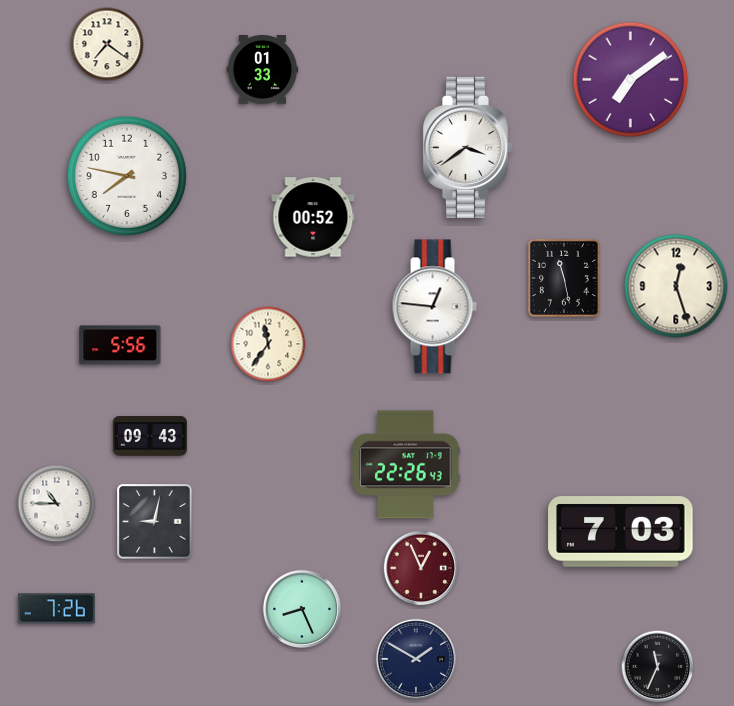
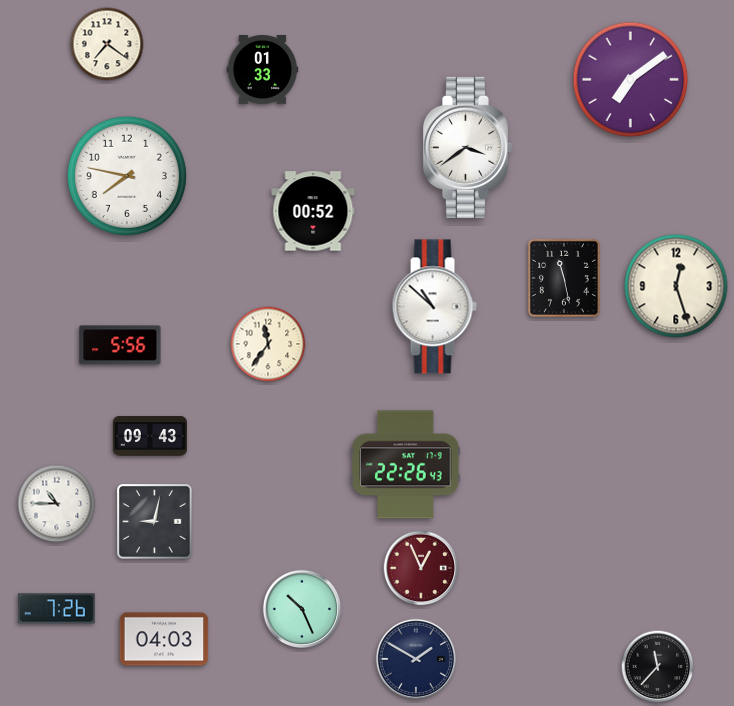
clock at (313, 217) position: (313, 217) -> (313, 211)
clock at (434, 307): 12:46 -> 10:52
clock at (621, 532): 7:03 -> none
clock at (302, 609): 8:26 -> 10:26
clock at (164, 639): none -> 04:03
clock at (658, 667): 11:34 -> 11:37
